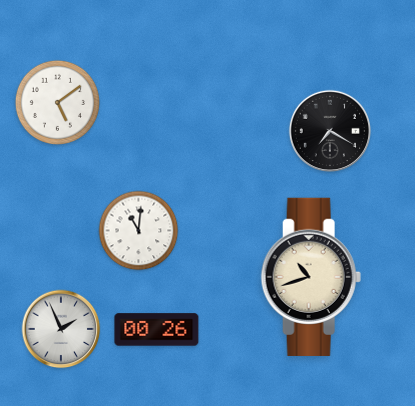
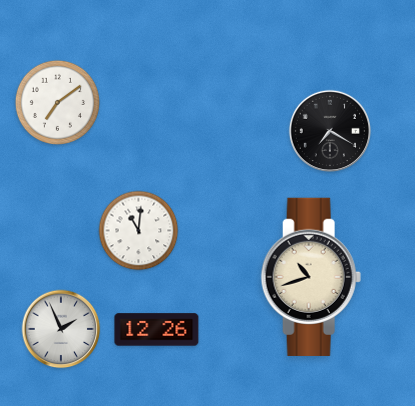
clock at (57, 102): 5:09 -> 7:09
clock at (157, 330): 00:26 -> 12:26
